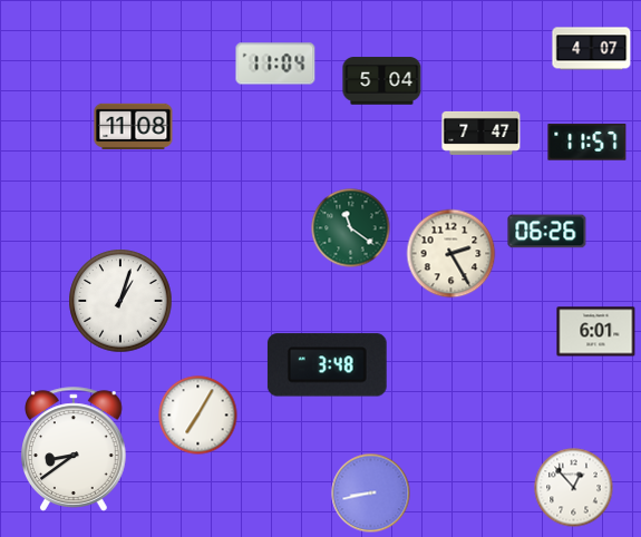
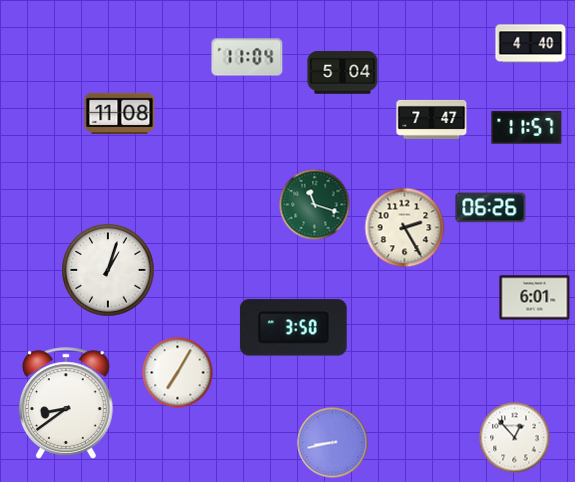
clock at (592, 49): 4:07 -> 4:40
clock at (351, 228): 11:21 -> 11:18
clock at (327, 365): 3:48 -> 3:50
